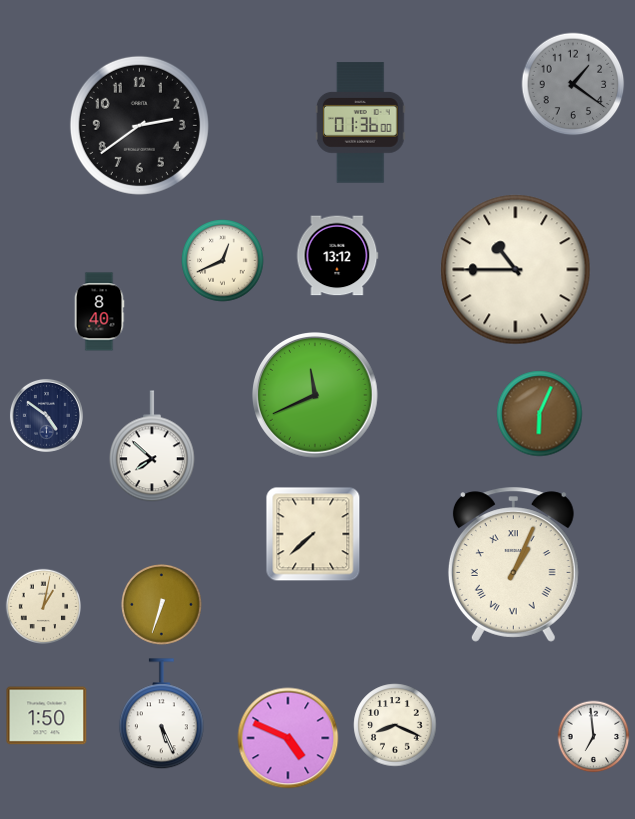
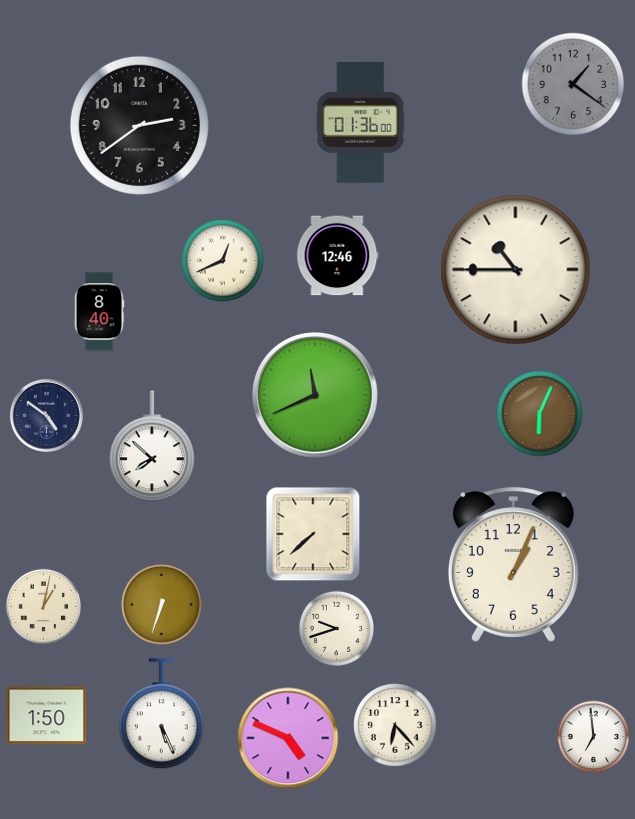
clock at (337, 256): 13:12 -> 12:46
clock at (513, 565) numerals: Roman -> Arabic
clock at (336, 628): none -> 9:42
clock at (395, 725): 8:19 -> 6:23
